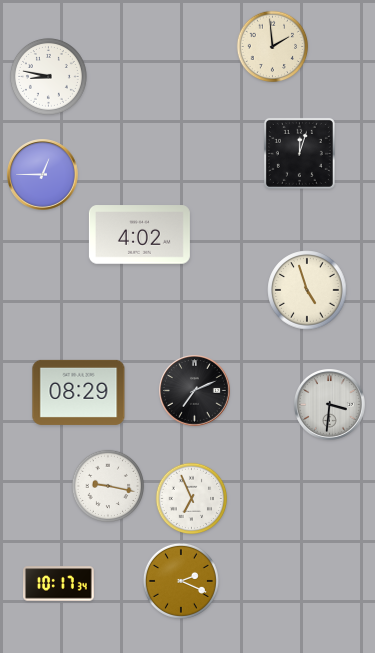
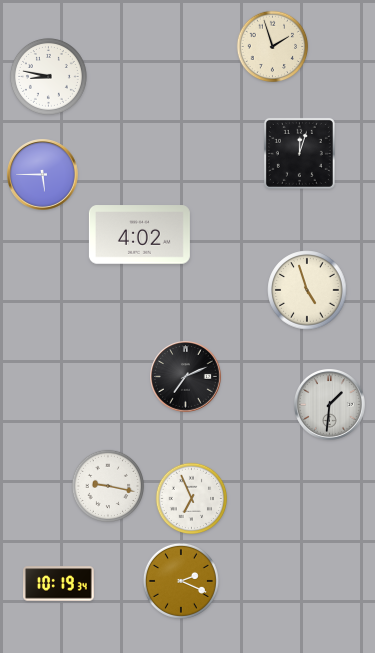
clock at (273, 47): 1:59 -> 1:57
clock at (43, 175): 12:45 -> 5:45
clock at (195, 391) position: (195, 391) -> (186, 377)
clock at (79, 392): 08:29 -> none
clock at (330, 405): 3:31 -> 1:31
clock at (59, 584): 10:17 -> 10:19
